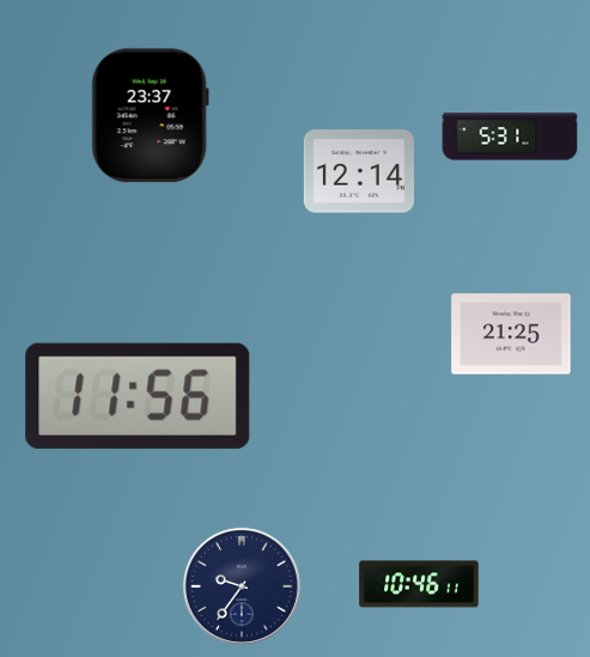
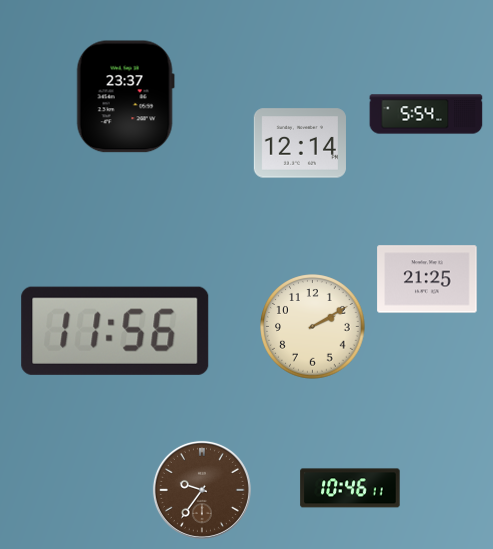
clock at (510, 136): 5:31 -> 5:54
clock at (313, 327): none -> 2:10
clock at (242, 586) dial: navy -> brown
